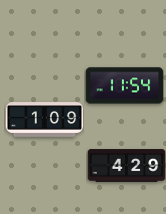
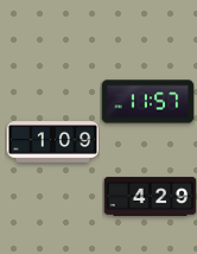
clock at (124, 86): 11:54 -> 11:57
